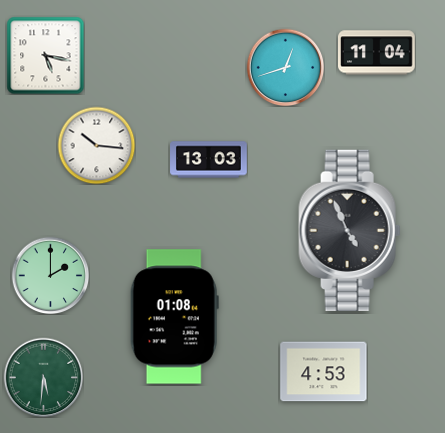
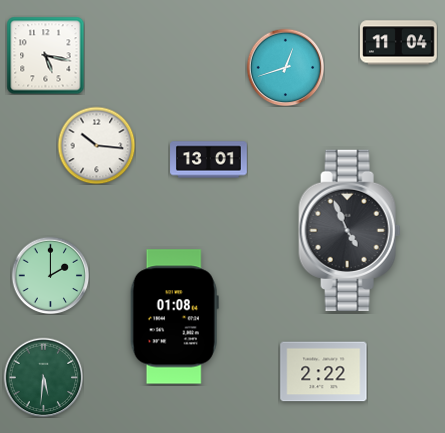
clock at (377, 53) position: (377, 53) -> (399, 43)
clock at (209, 160): 13:03 -> 13:01
clock at (324, 372): 4:53 -> 2:22
